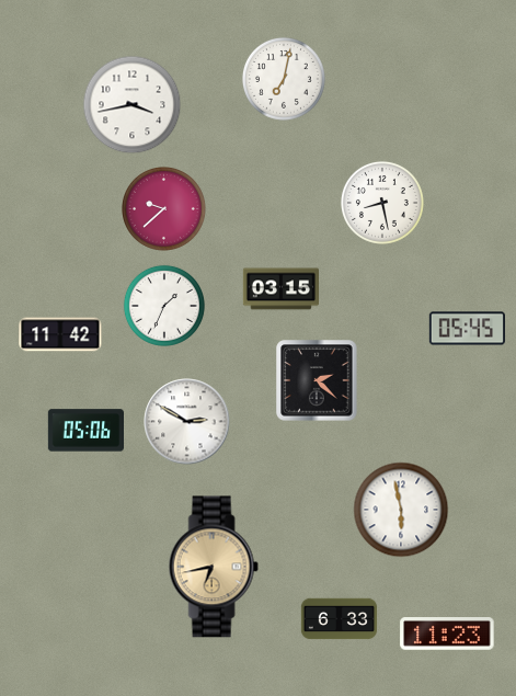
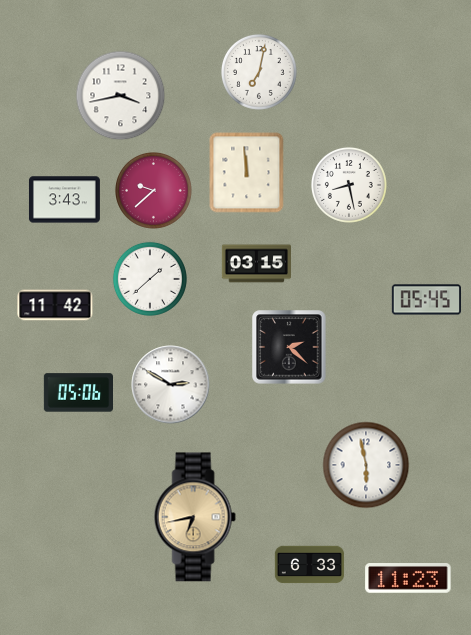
clock at (247, 173): none -> 11:59
clock at (164, 209) position: (164, 209) -> (154, 191)
clock at (64, 200): none -> 3:43
clock at (164, 306): 1:34 -> 1:38
